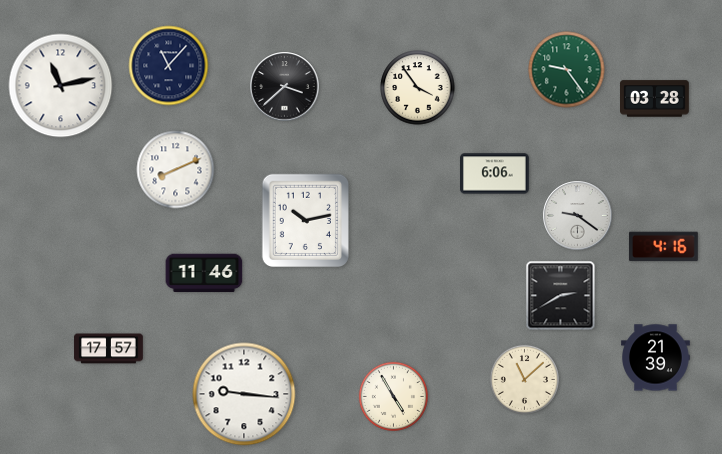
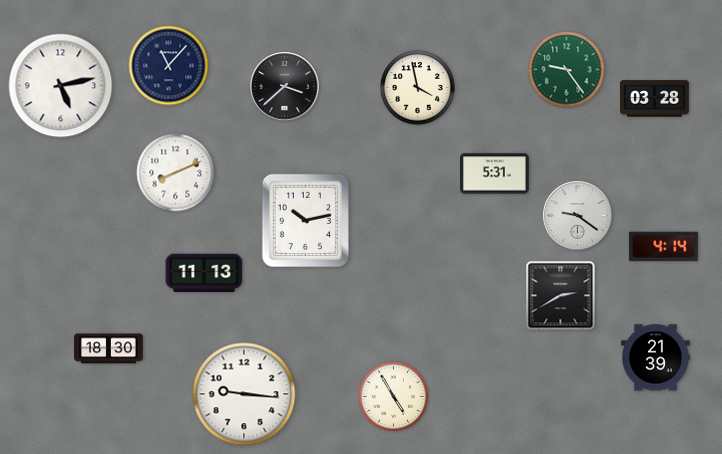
clock at (61, 86): 11:13 -> 5:13
clock at (418, 88): 3:54 -> 3:58
clock at (176, 170) position: (176, 170) -> (176, 173)
clock at (495, 174): 6:06 -> 5:31
clock at (664, 247): 4:16 -> 4:14
clock at (204, 273): 11:46 -> 11:13
clock at (109, 349): 17:57 -> 18:30
clock at (524, 379): 11:08 -> none
